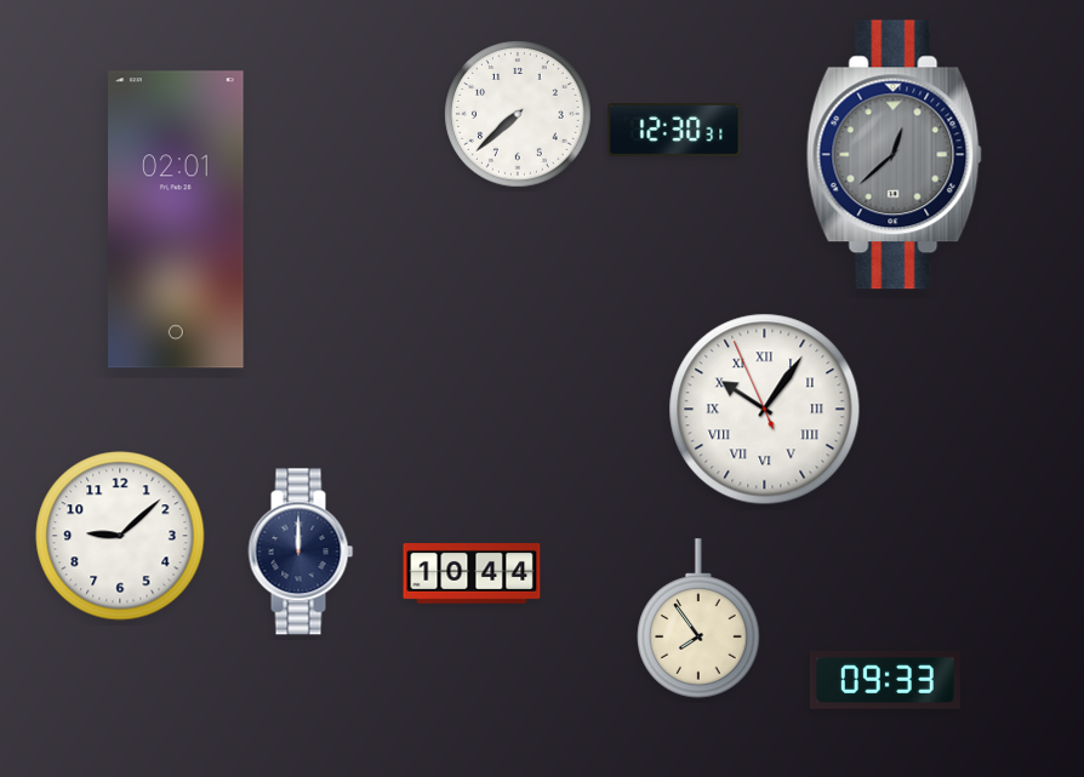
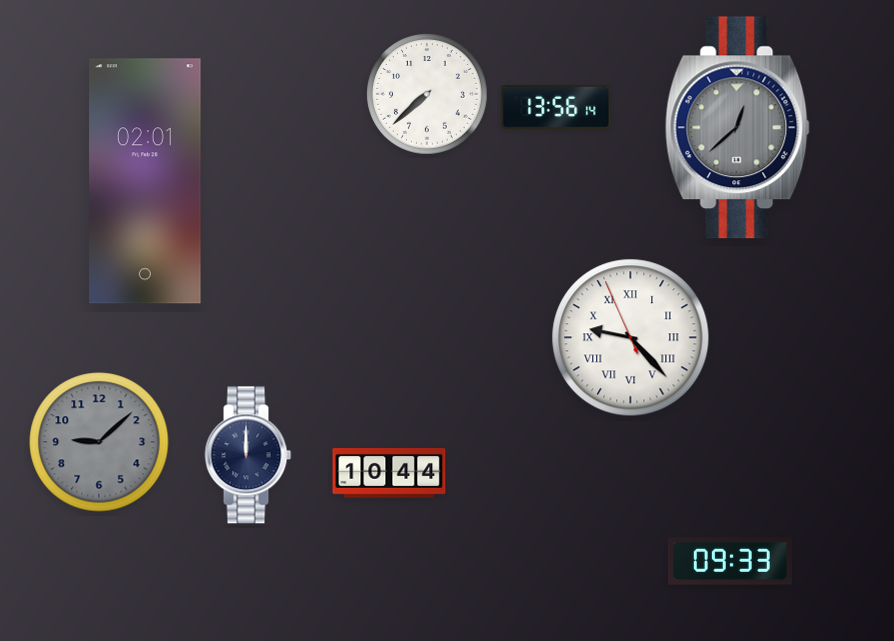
clock at (674, 130): 12:30 -> 13:56
clock at (765, 410): 10:05 -> 9:22
clock at (120, 536) dial: white -> grey
clock at (698, 618): 7:54 -> none
